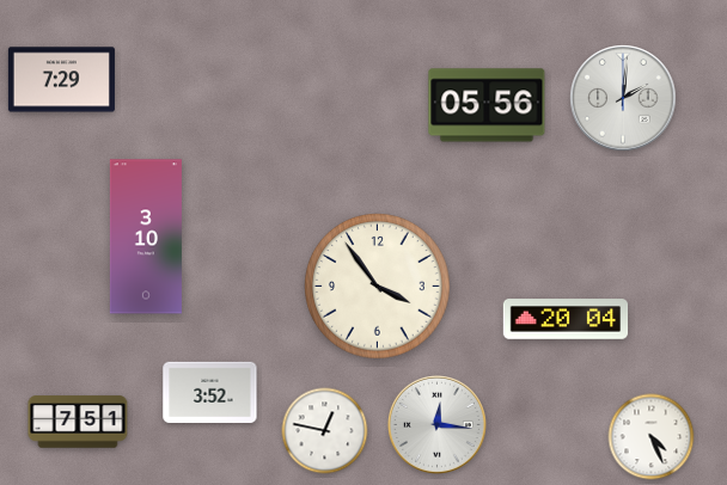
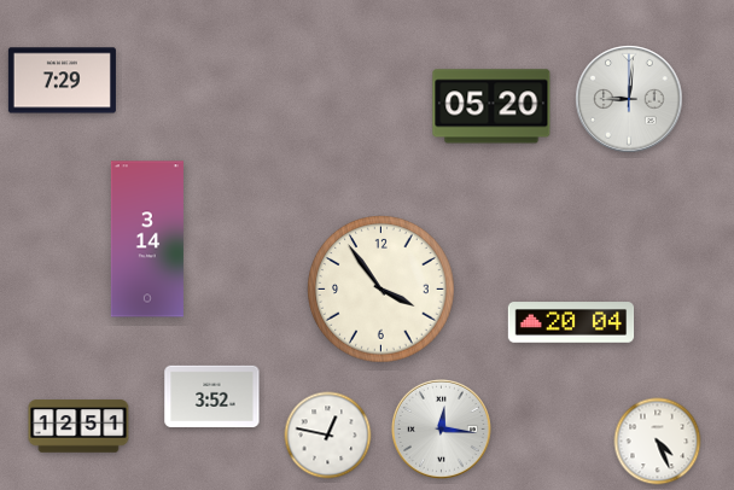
clock at (623, 98): 2:01 -> 9:01
clock at (487, 105): 05:56 -> 05:20
clock at (146, 237): 3:10 -> 3:14
clock at (78, 422): 7:51 -> 12:51
